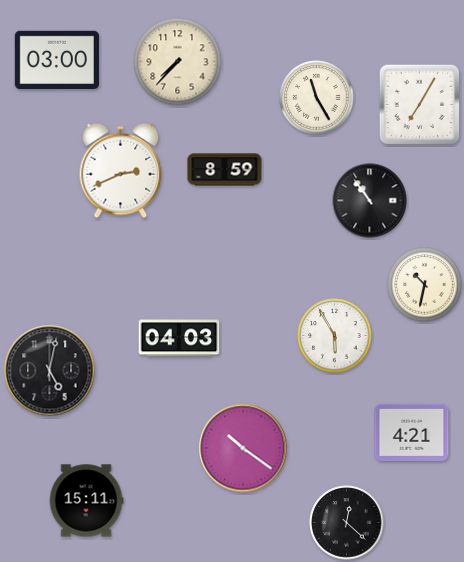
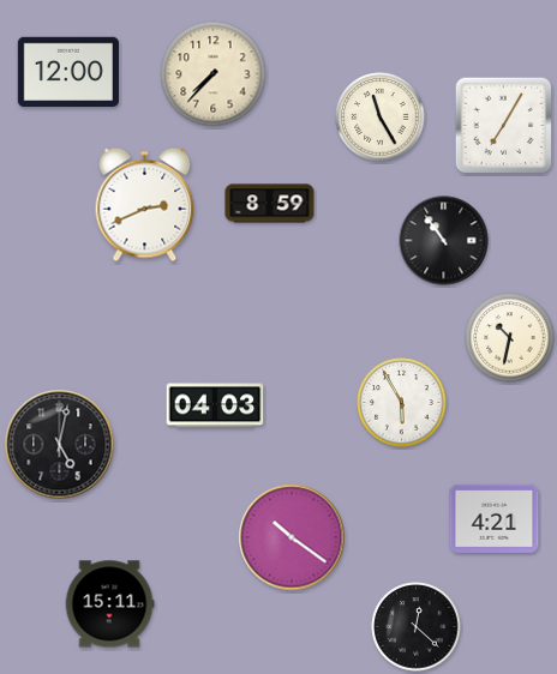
clock at (57, 59): 03:00 -> 12:00
clock at (425, 285) position: (425, 285) -> (510, 338)
clock at (86, 501) position: (86, 501) -> (109, 604)
